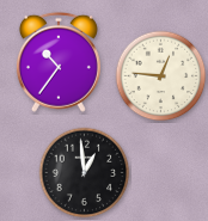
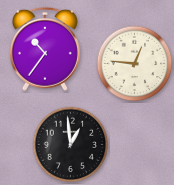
clock at (59, 62) position: (59, 62) -> (45, 49)
